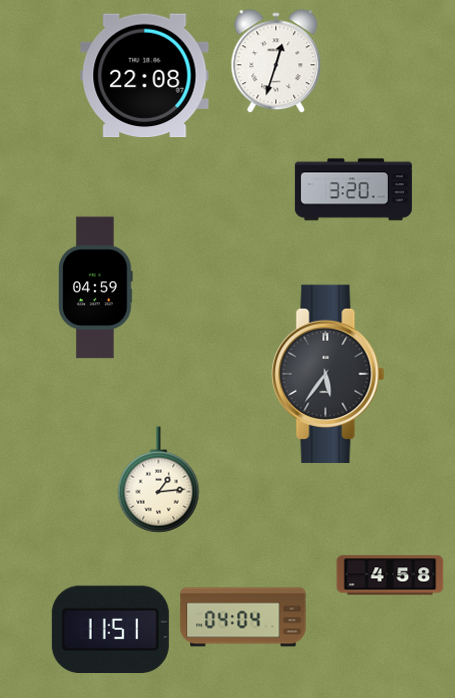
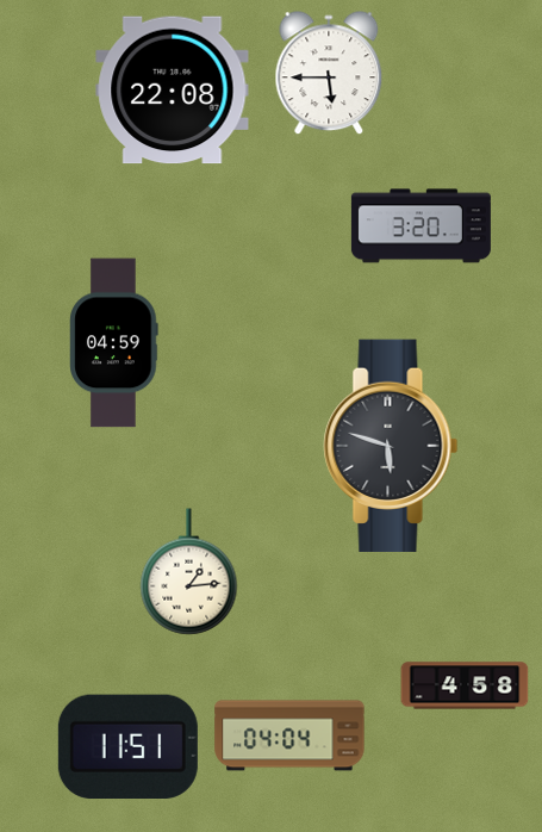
clock at (276, 62): 12:33 -> 5:45
clock at (328, 374): 5:36 -> 5:48
clock at (110, 629) position: (110, 629) -> (127, 746)
